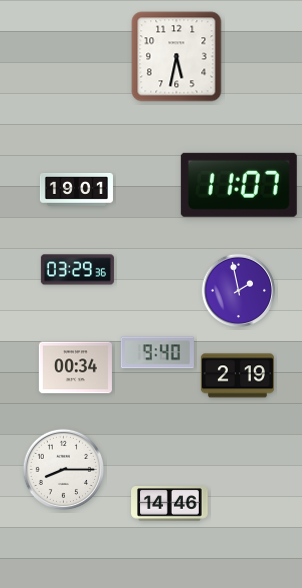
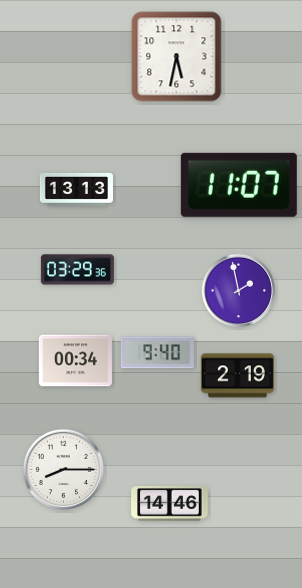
clock at (76, 189): 19:01 -> 13:13
clock at (75, 368) position: (75, 368) -> (75, 361)
